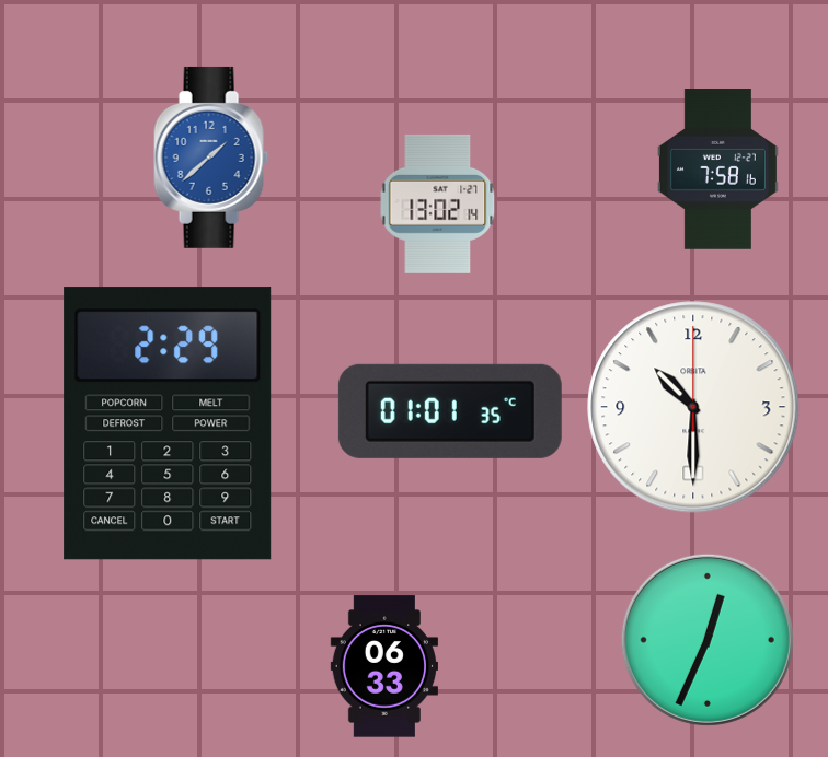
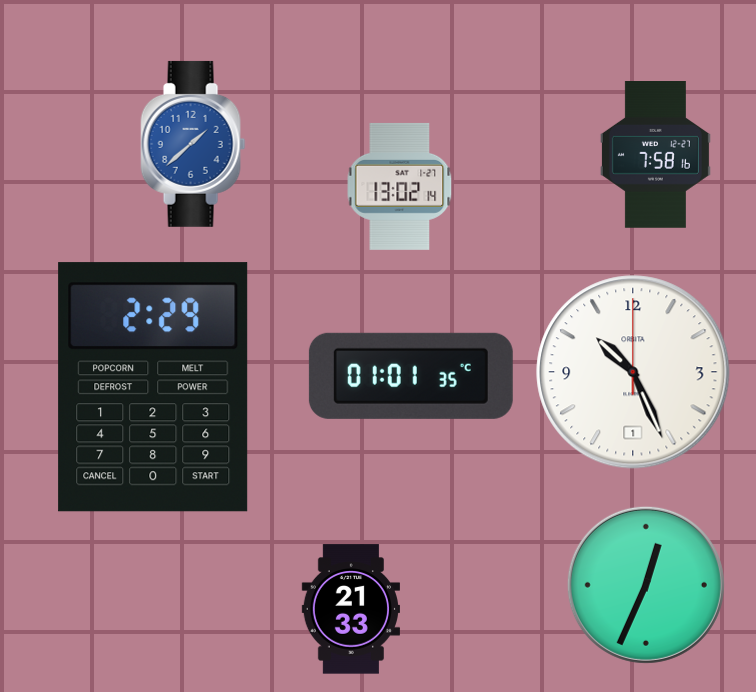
clock at (693, 407): 10:30 -> 10:26
clock at (383, 666): 06:33 -> 21:33
